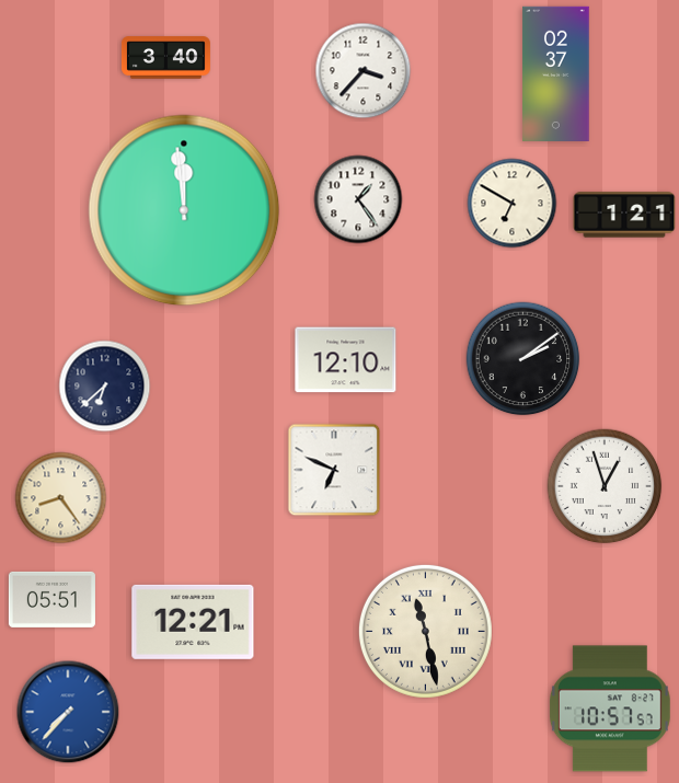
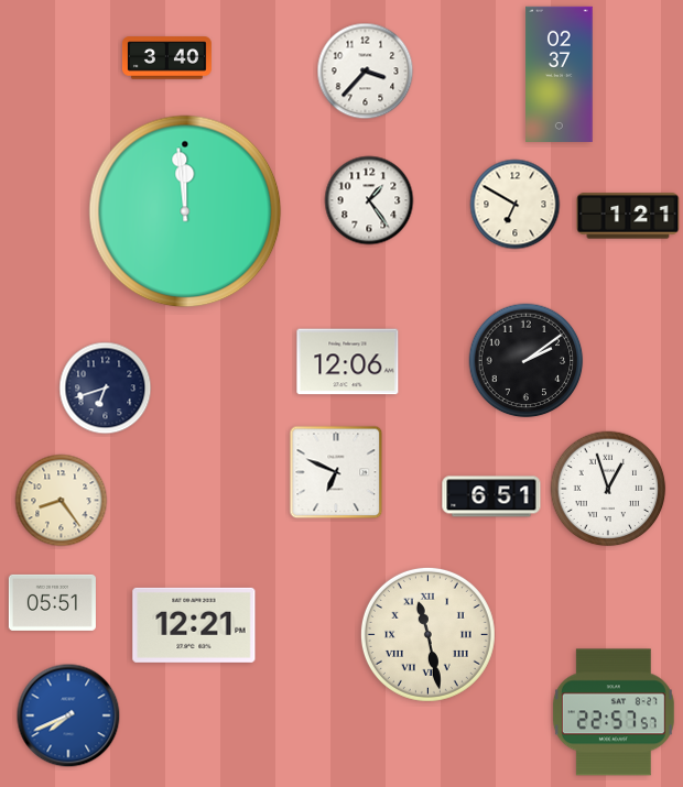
clock at (358, 199) position: (358, 199) -> (369, 200)
clock at (346, 360): 12:10 -> 12:06
clock at (105, 387): 6:38 -> 6:42
clock at (491, 496): none -> 6:51
clock at (610, 709): 10:57 -> 22:57
clock at (68, 712): 7:37 -> 7:41
